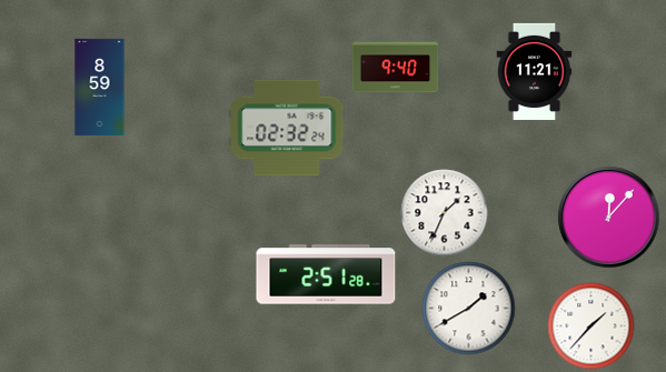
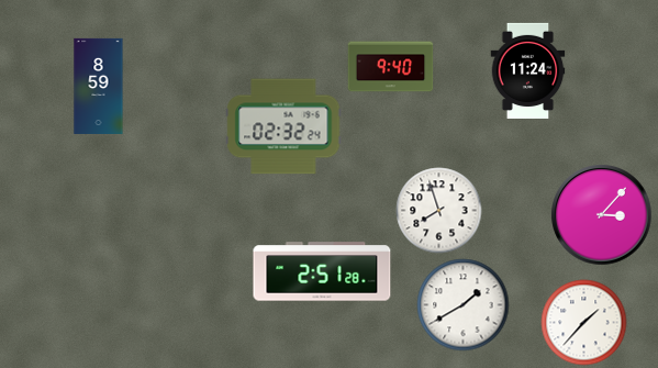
clock at (535, 71): 11:21 -> 11:24
clock at (444, 212): 1:34 -> 7:57
clock at (608, 217): 12:07 -> 3:07
